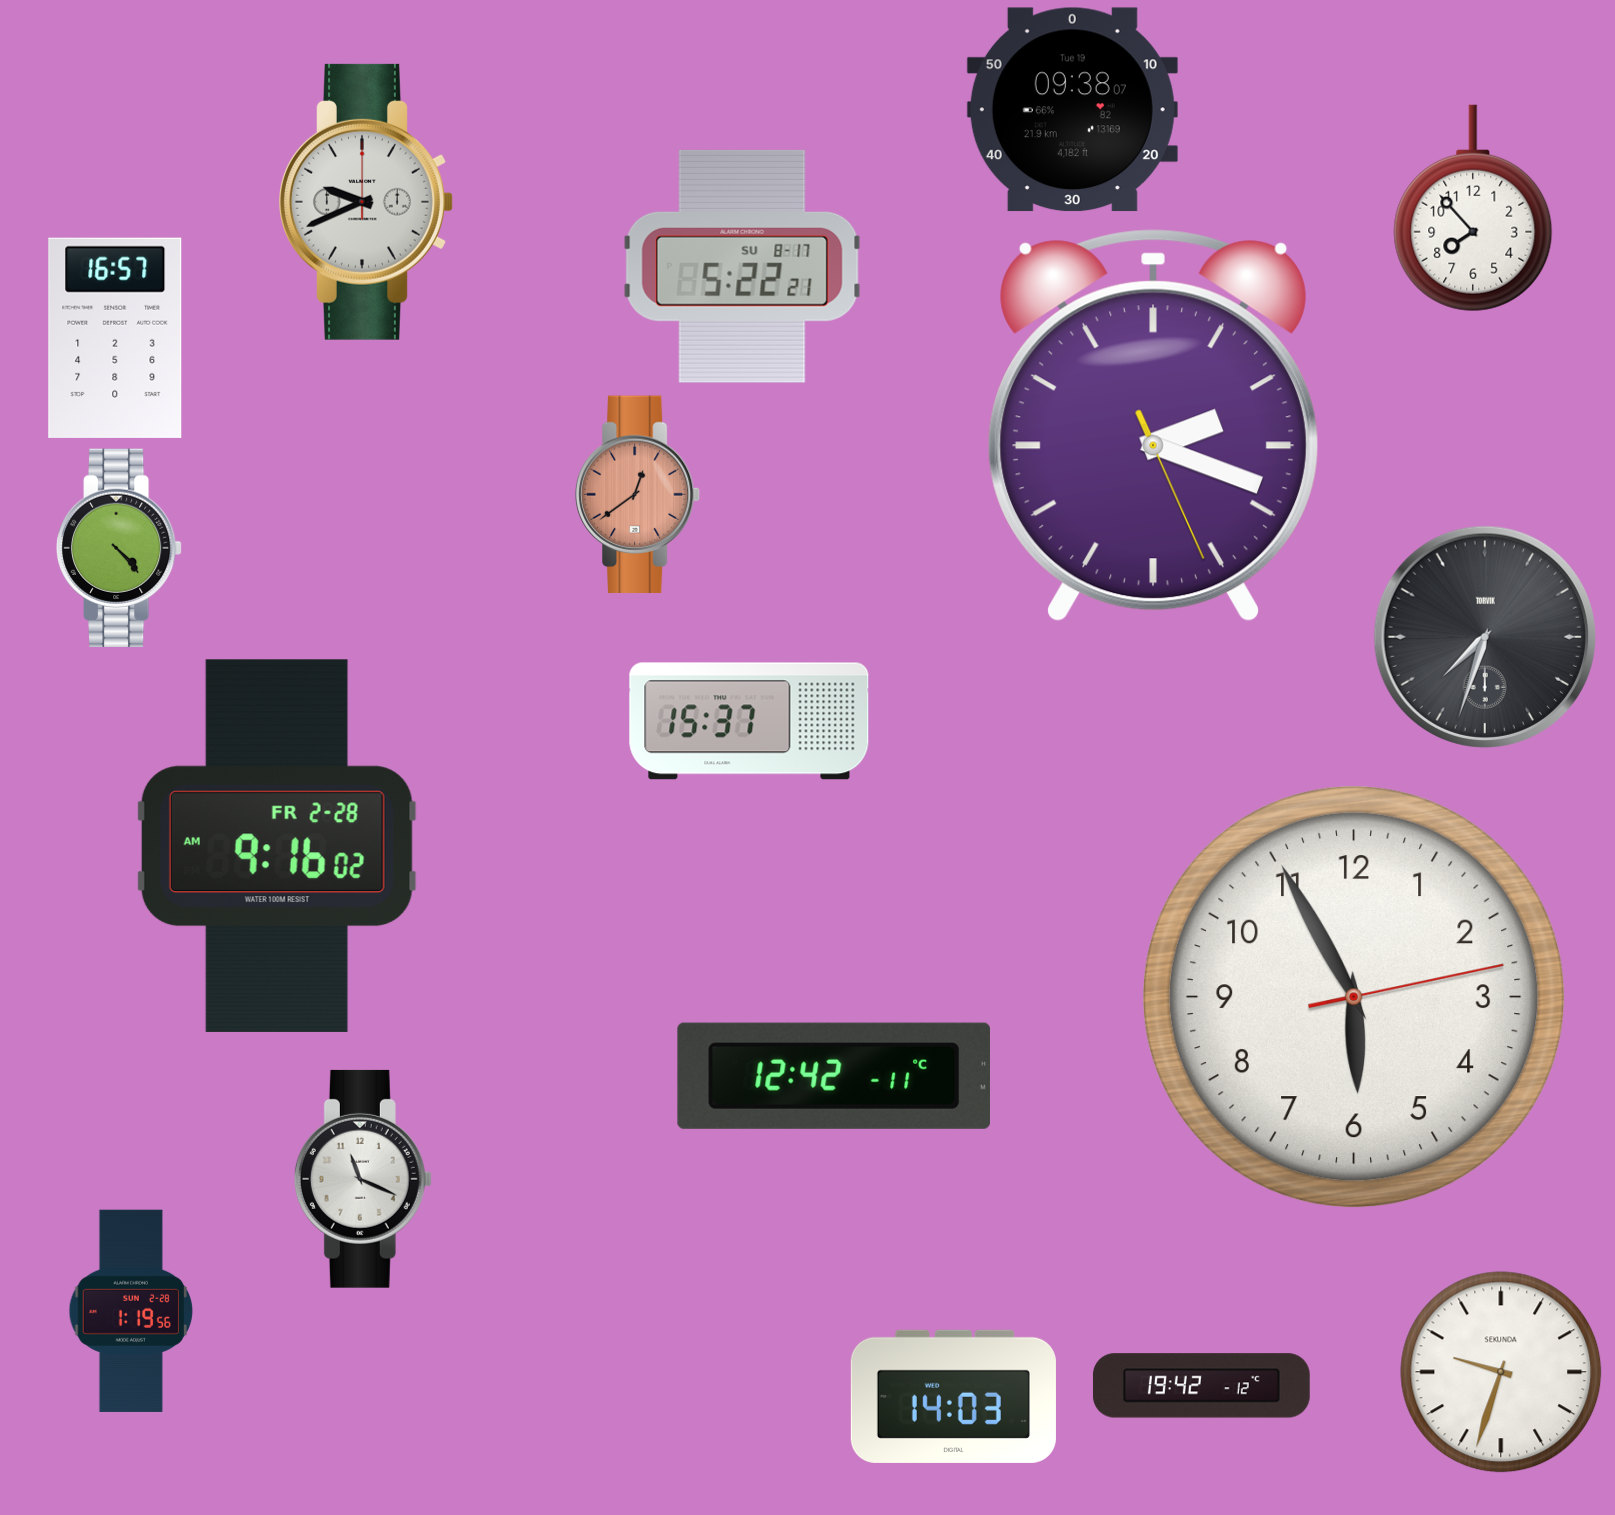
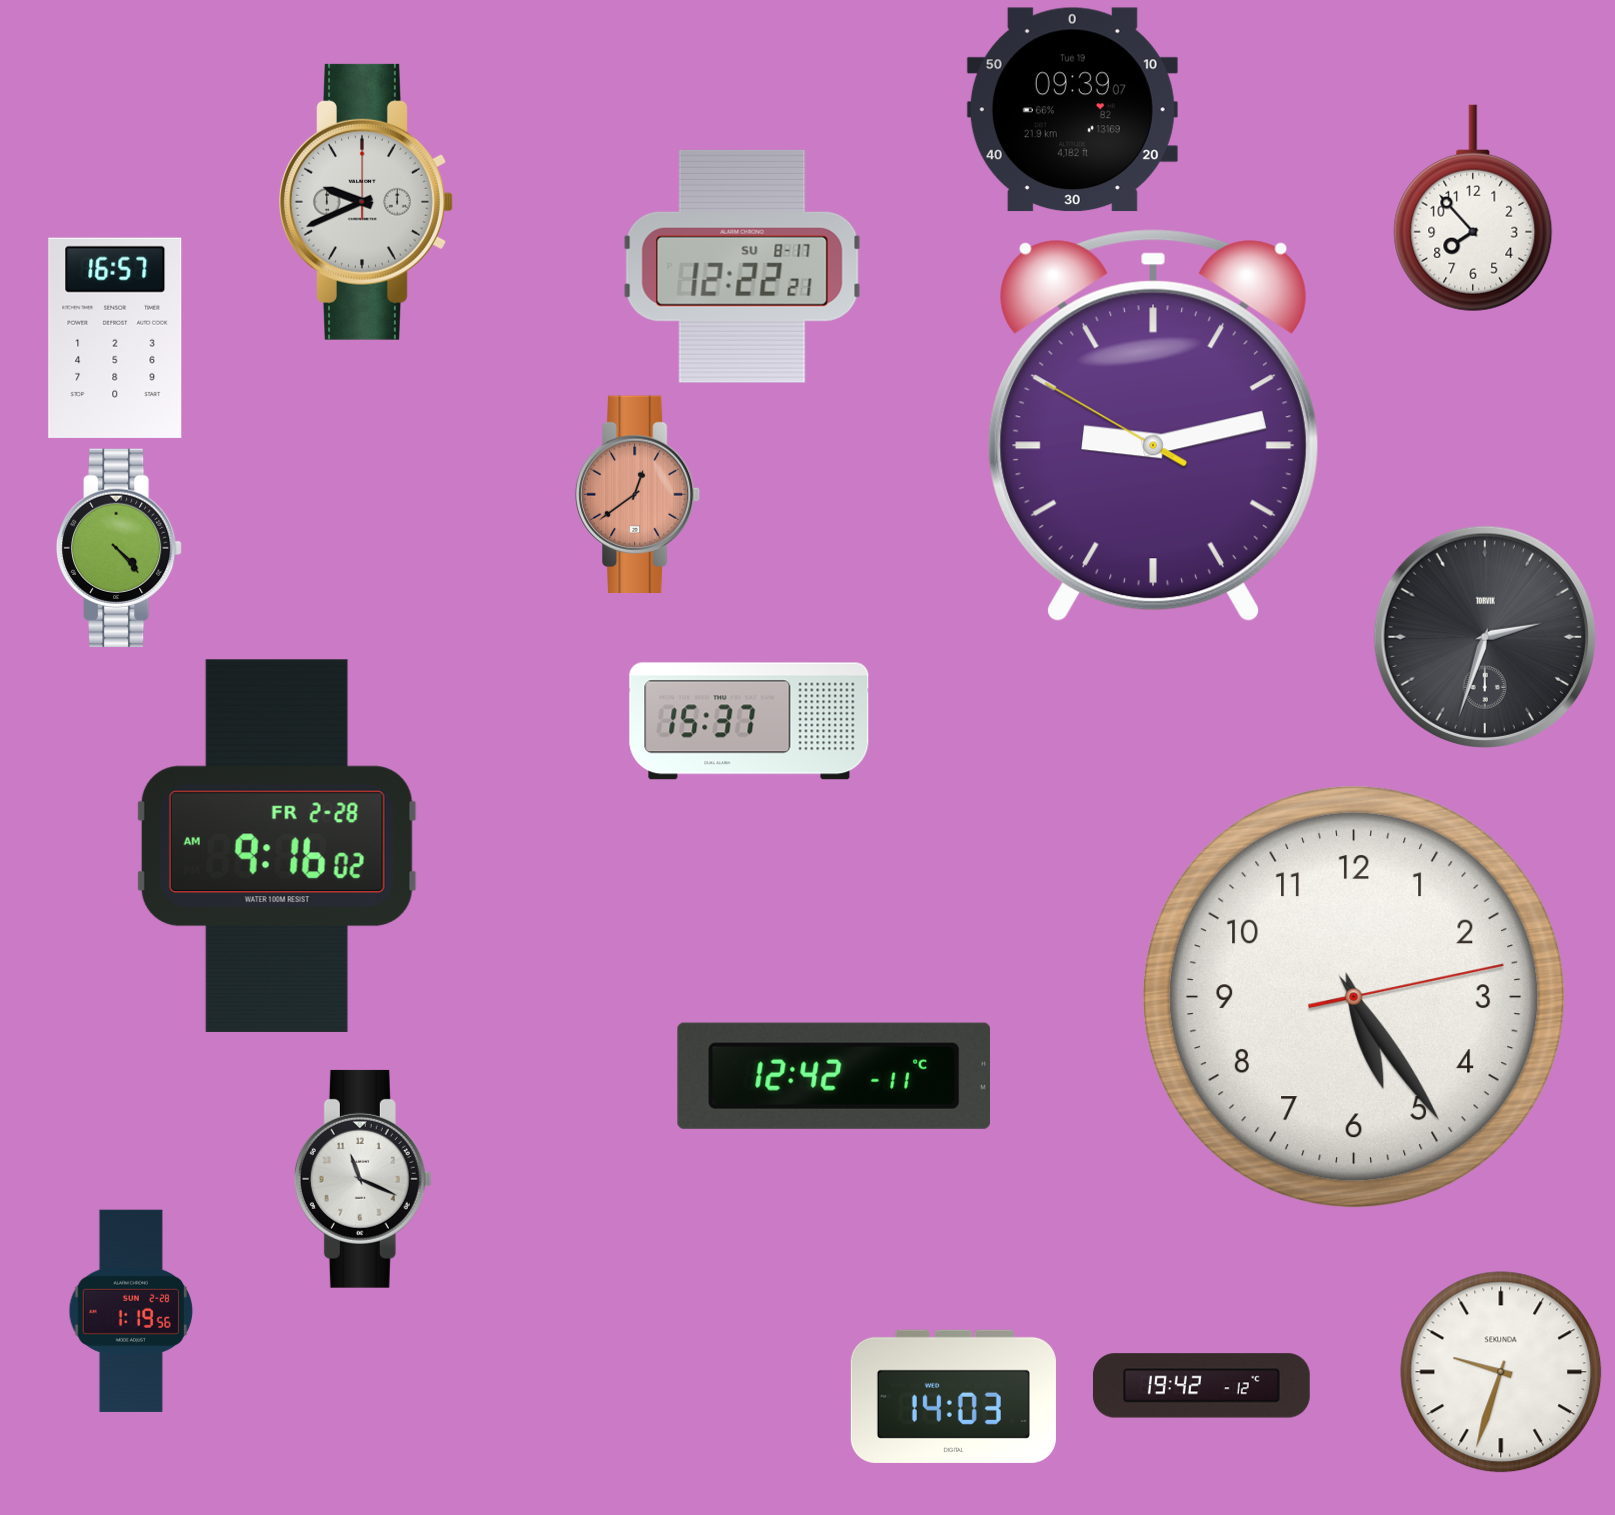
clock at (1072, 110): 09:38 -> 09:39
clock at (742, 266): 5:22 -> 12:22
clock at (1153, 426): 2:18 -> 9:12
clock at (1485, 637): 7:33 -> 2:33
clock at (1355, 998): 5:55 -> 5:24
